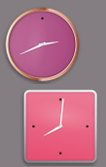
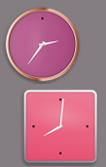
clock at (43, 45): 2:41 -> 2:36
